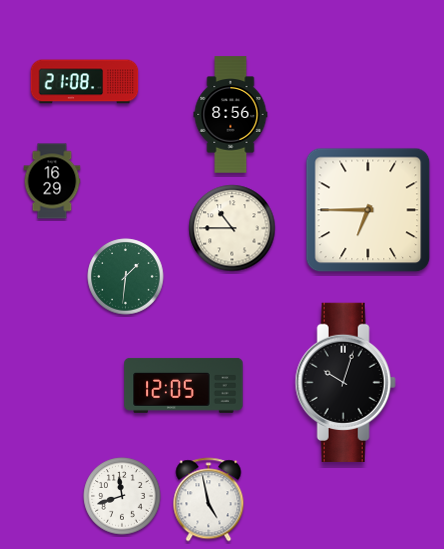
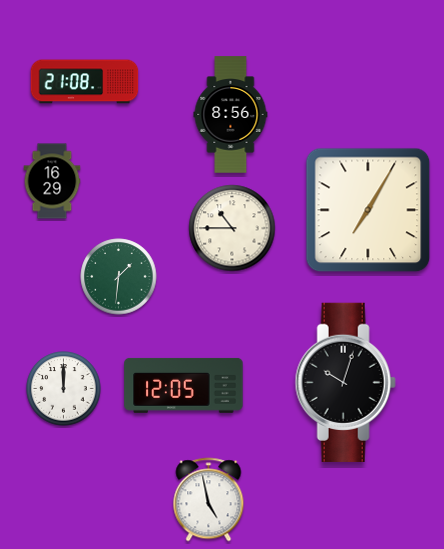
clock at (368, 210): 6:45 -> 7:05
clock at (126, 277) position: (126, 277) -> (119, 277)
clock at (64, 389): none -> 12:00
clock at (122, 496): 11:42 -> none
